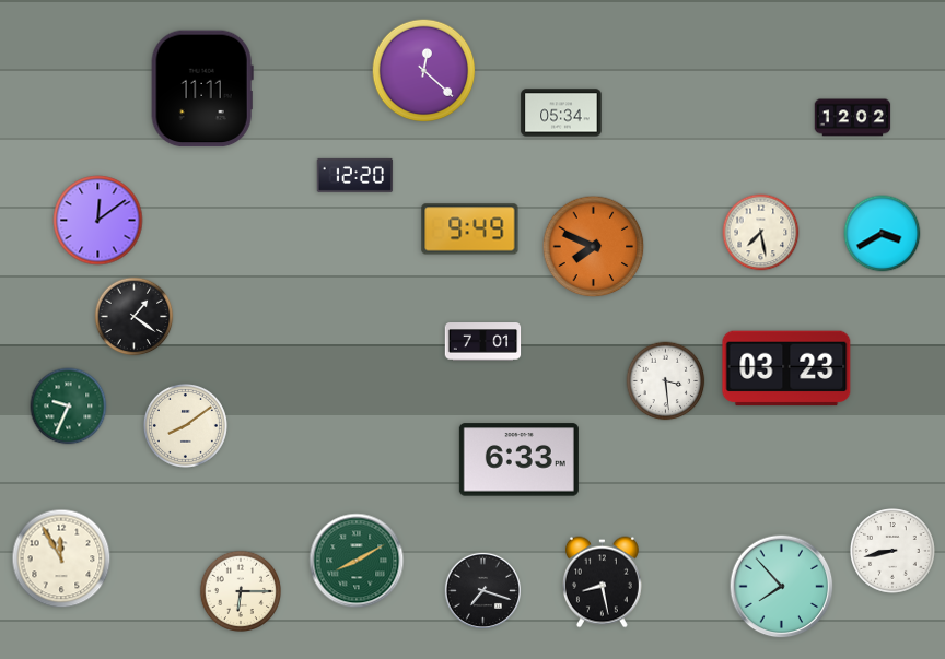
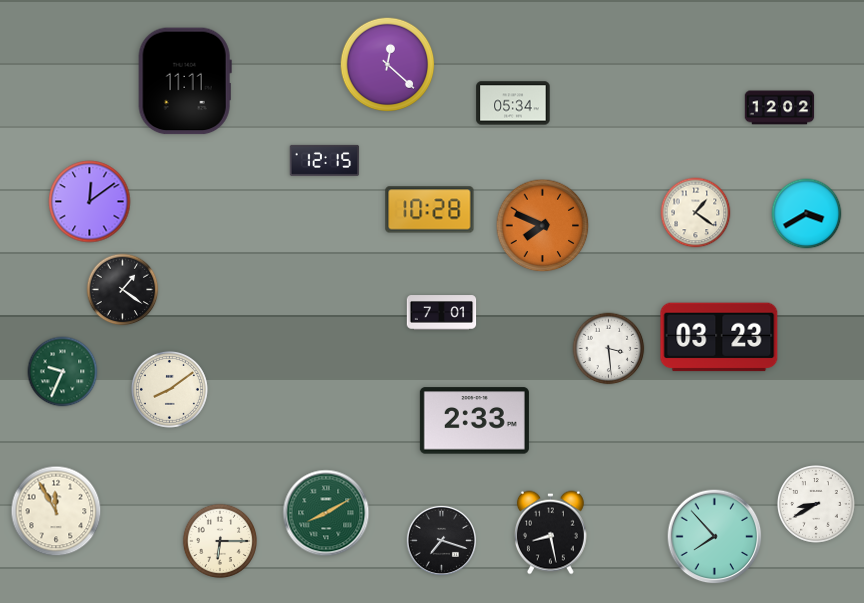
clock at (355, 175): 12:20 -> 12:15
clock at (470, 230): 9:49 -> 10:28
clock at (761, 233): 7:28 -> 1:21
clock at (518, 460): 6:33 -> 2:33
clock at (894, 552): 8:43 -> 8:40
